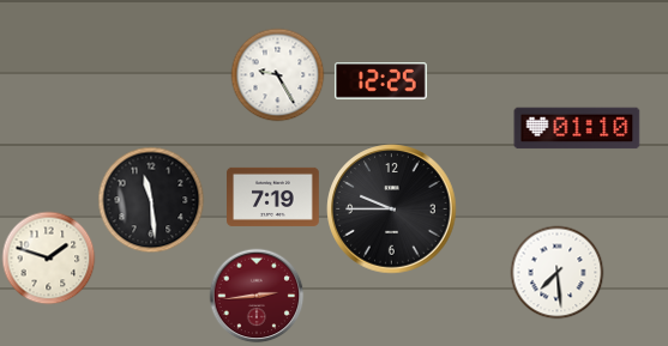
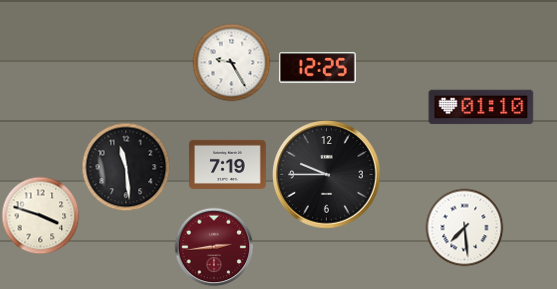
clock at (48, 257): 1:48 -> 3:48
